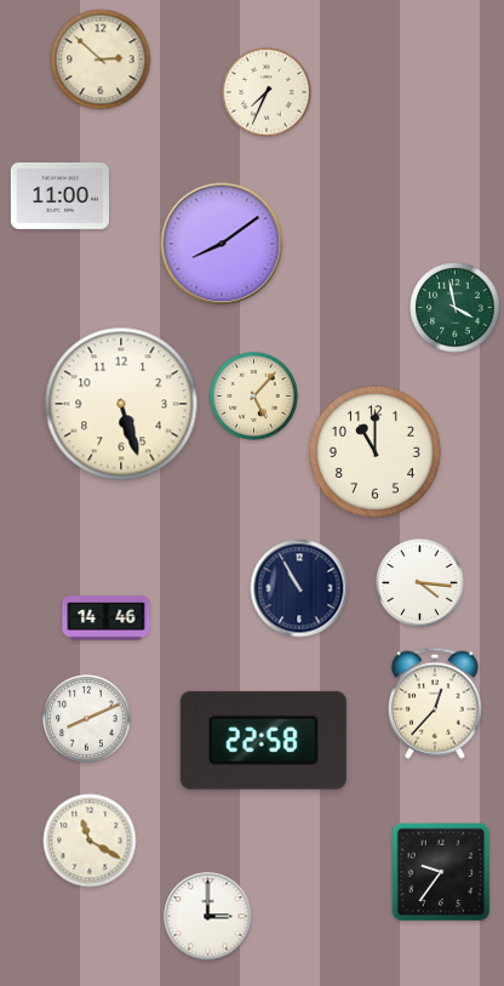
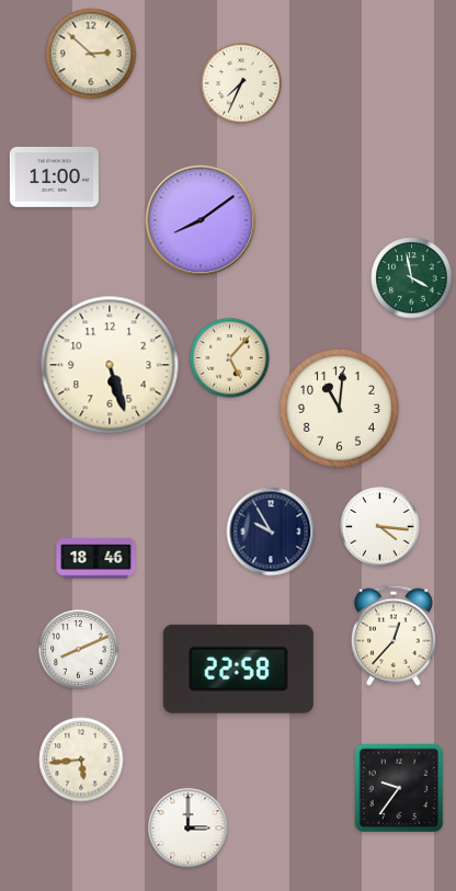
clock at (374, 451): 11:00 -> 11:01
clock at (299, 588): 10:55 -> 9:55
clock at (107, 619): 14:46 -> 18:46
clock at (90, 840): 11:20 -> 5:44
